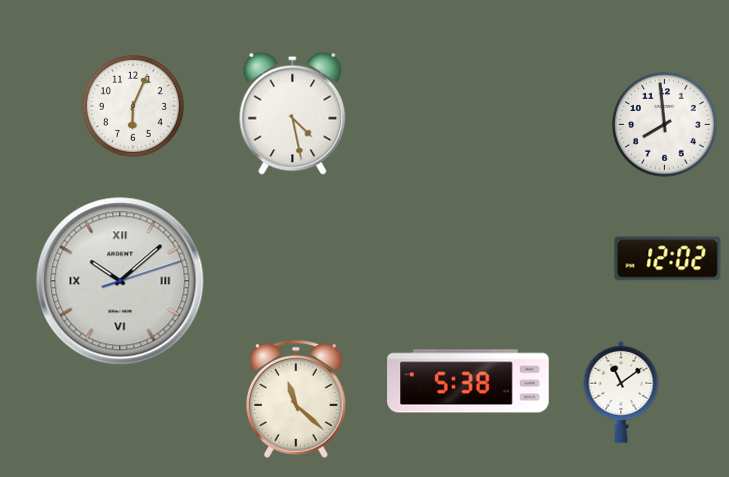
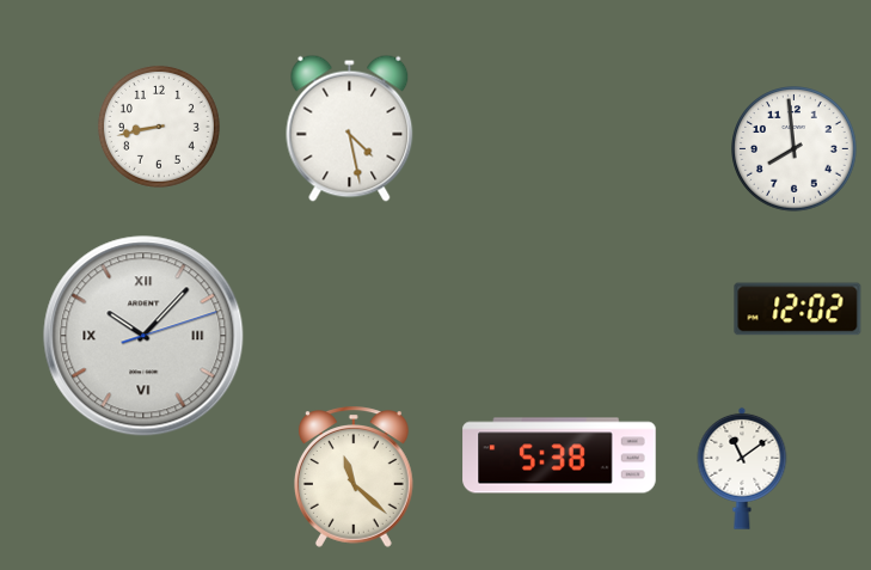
clock at (133, 106): 6:04 -> 8:43
clock at (293, 113) position: (293, 113) -> (350, 128)
clock at (120, 281): 10:08 -> 10:07
